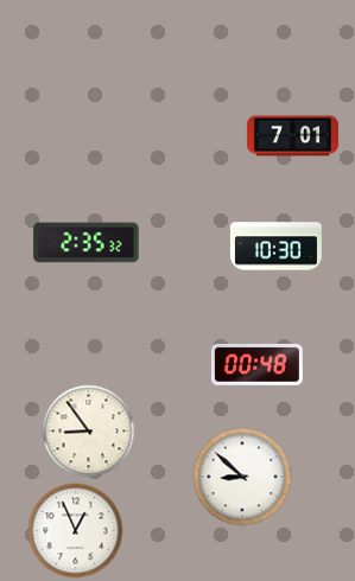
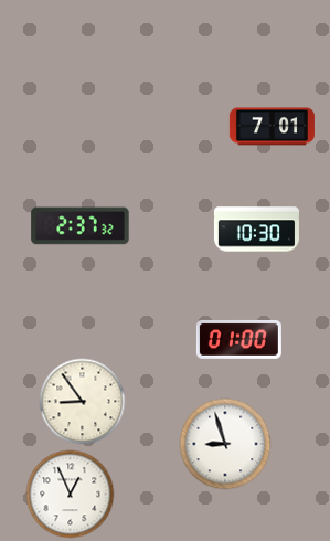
clock at (87, 243): 2:35 -> 2:37
clock at (256, 364): 00:48 -> 01:00
clock at (242, 477): 8:52 -> 8:57
